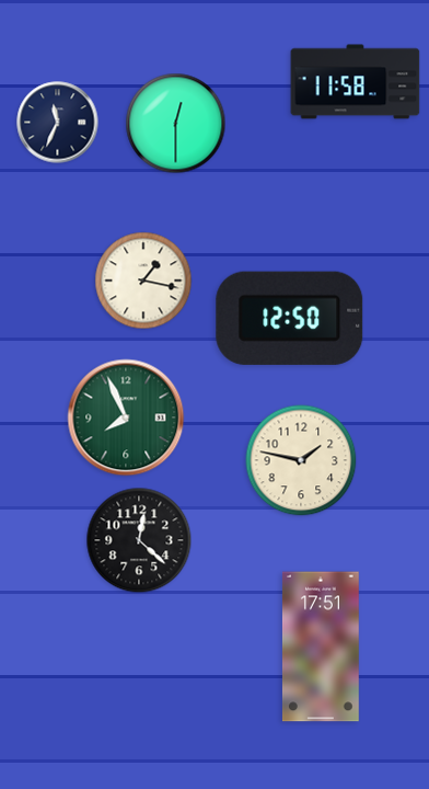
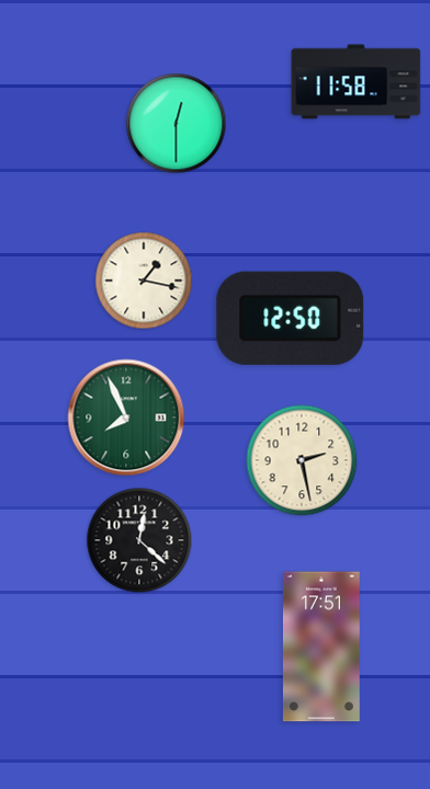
clock at (58, 123): 11:34 -> none
clock at (301, 460): 1:47 -> 2:28
